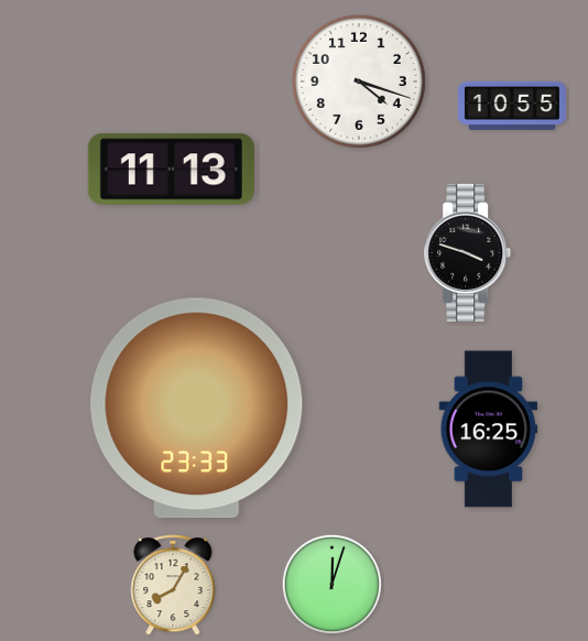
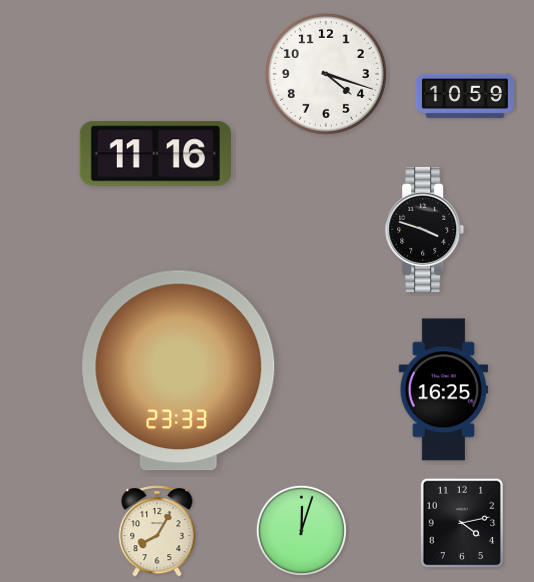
clock at (512, 106): 10:55 -> 10:59
clock at (171, 170): 11:13 -> 11:16
clock at (461, 523): none -> 4:13
